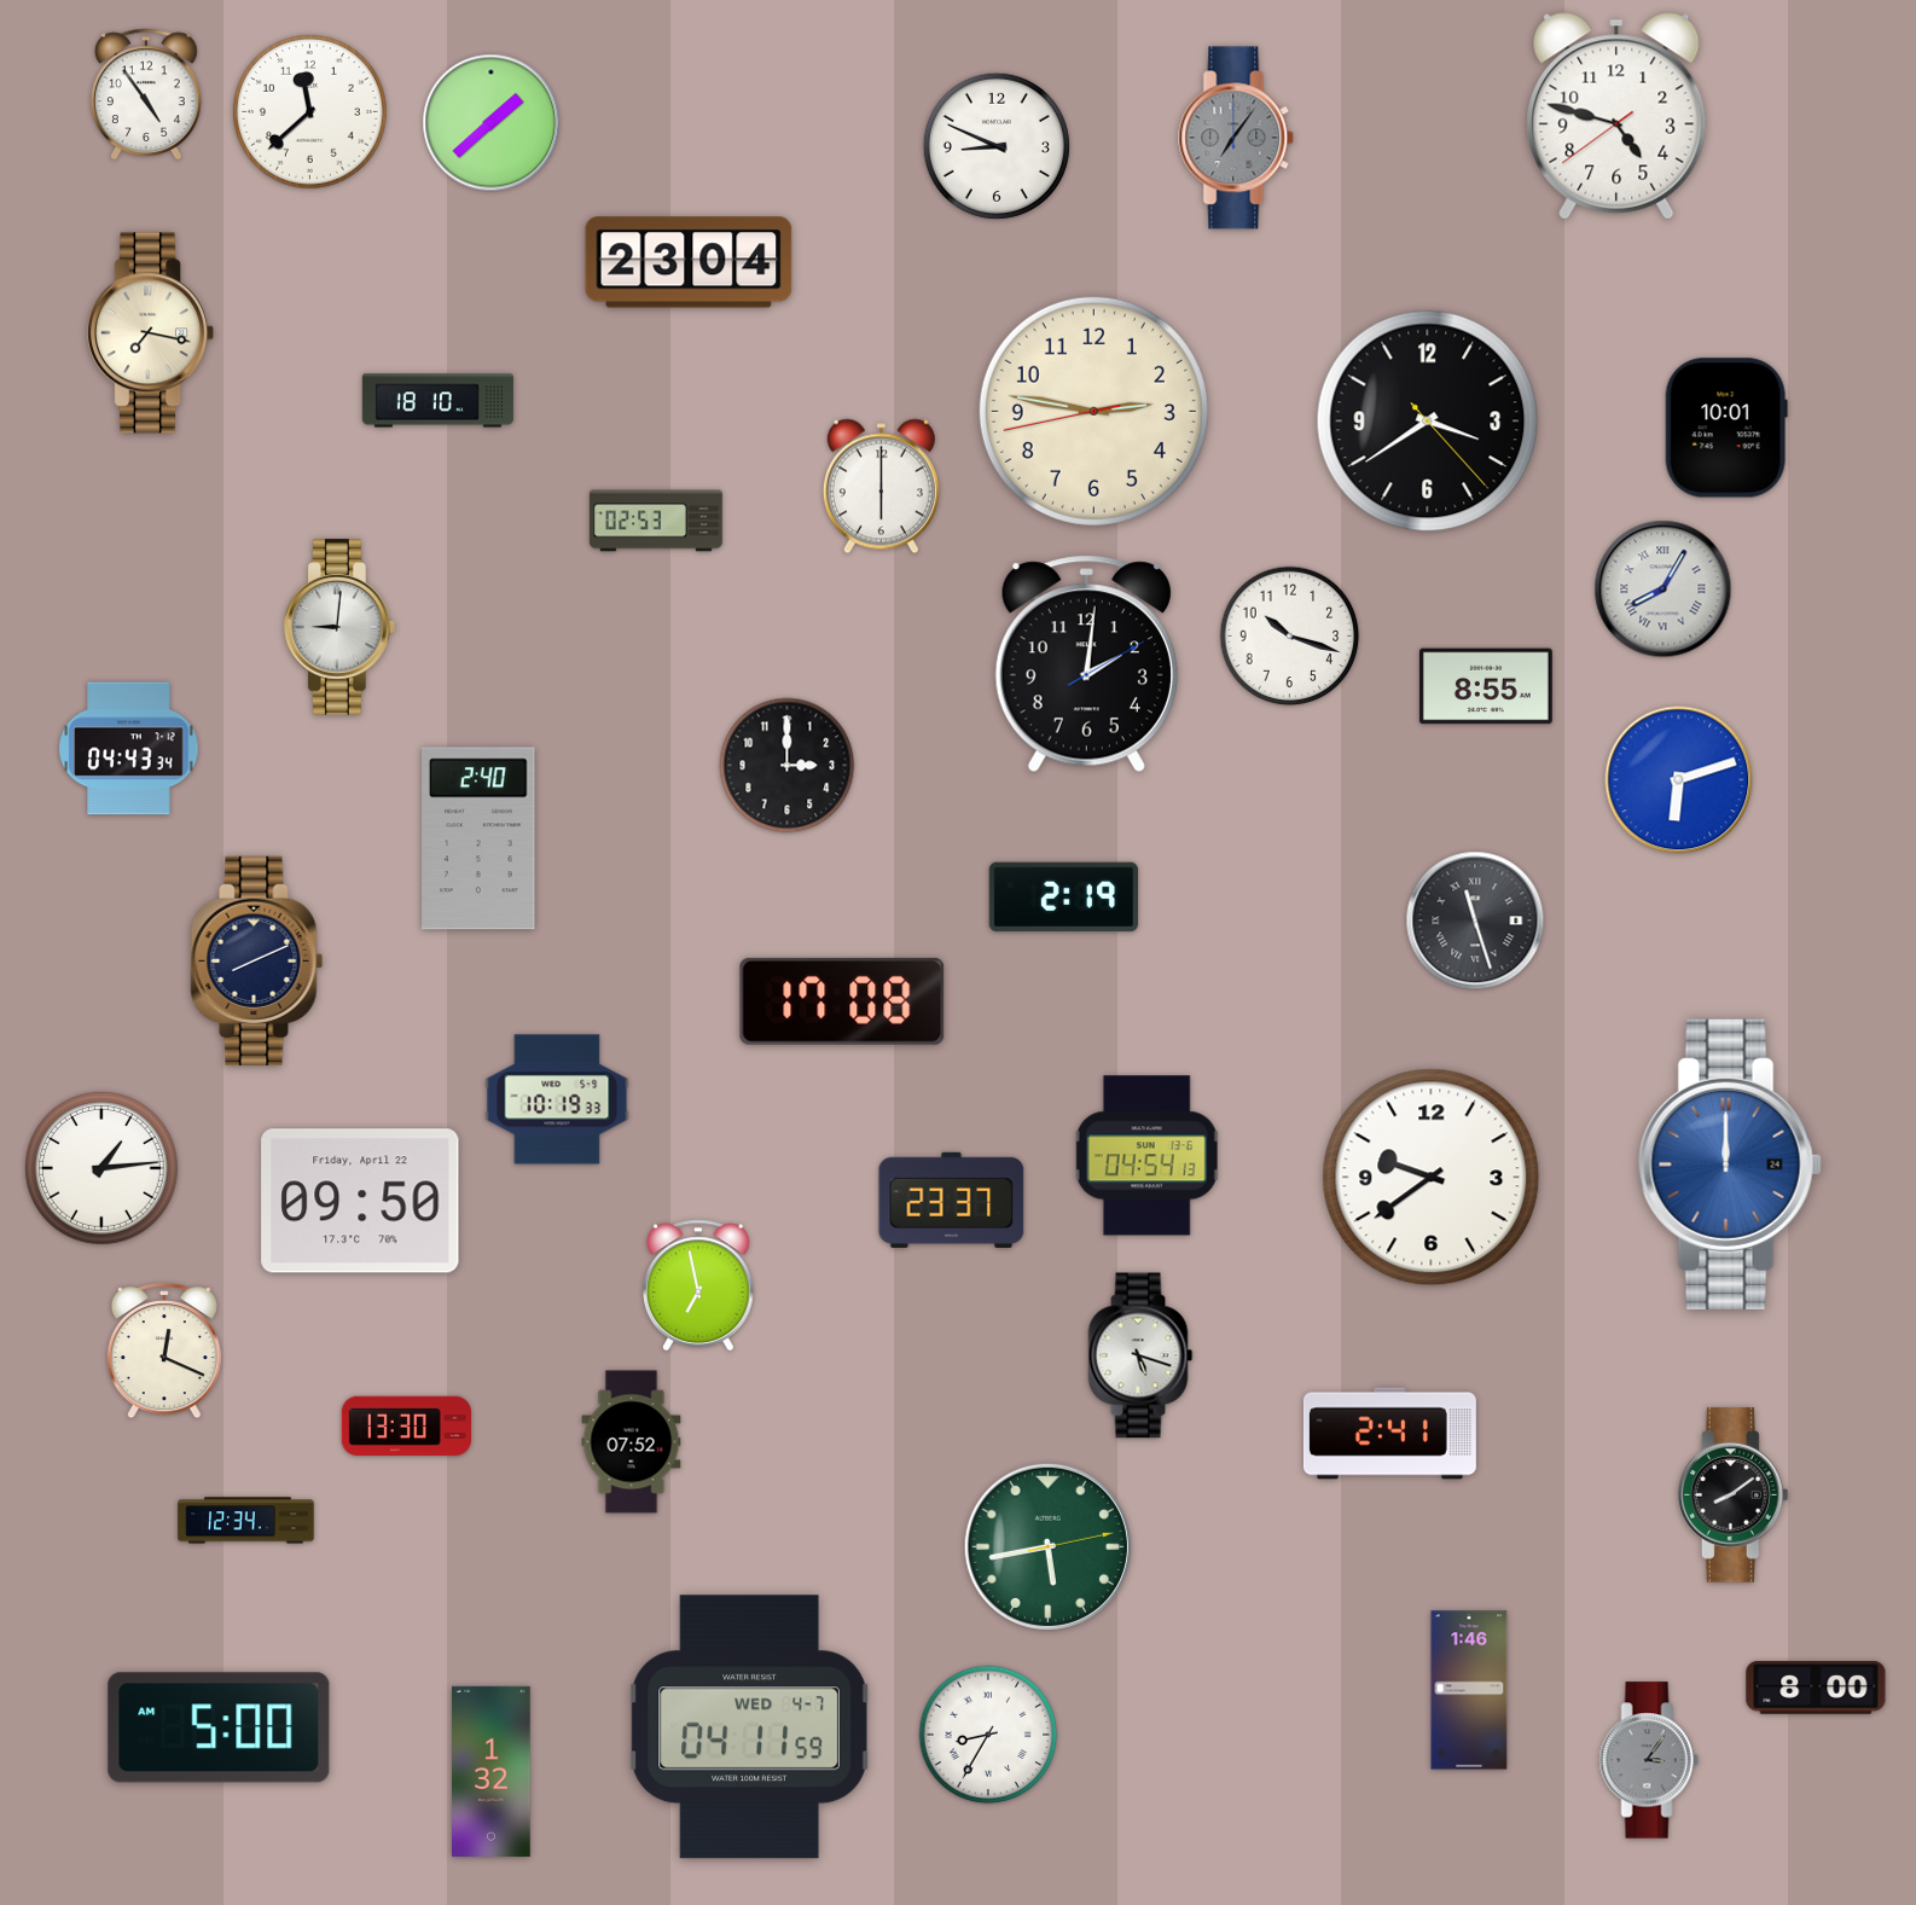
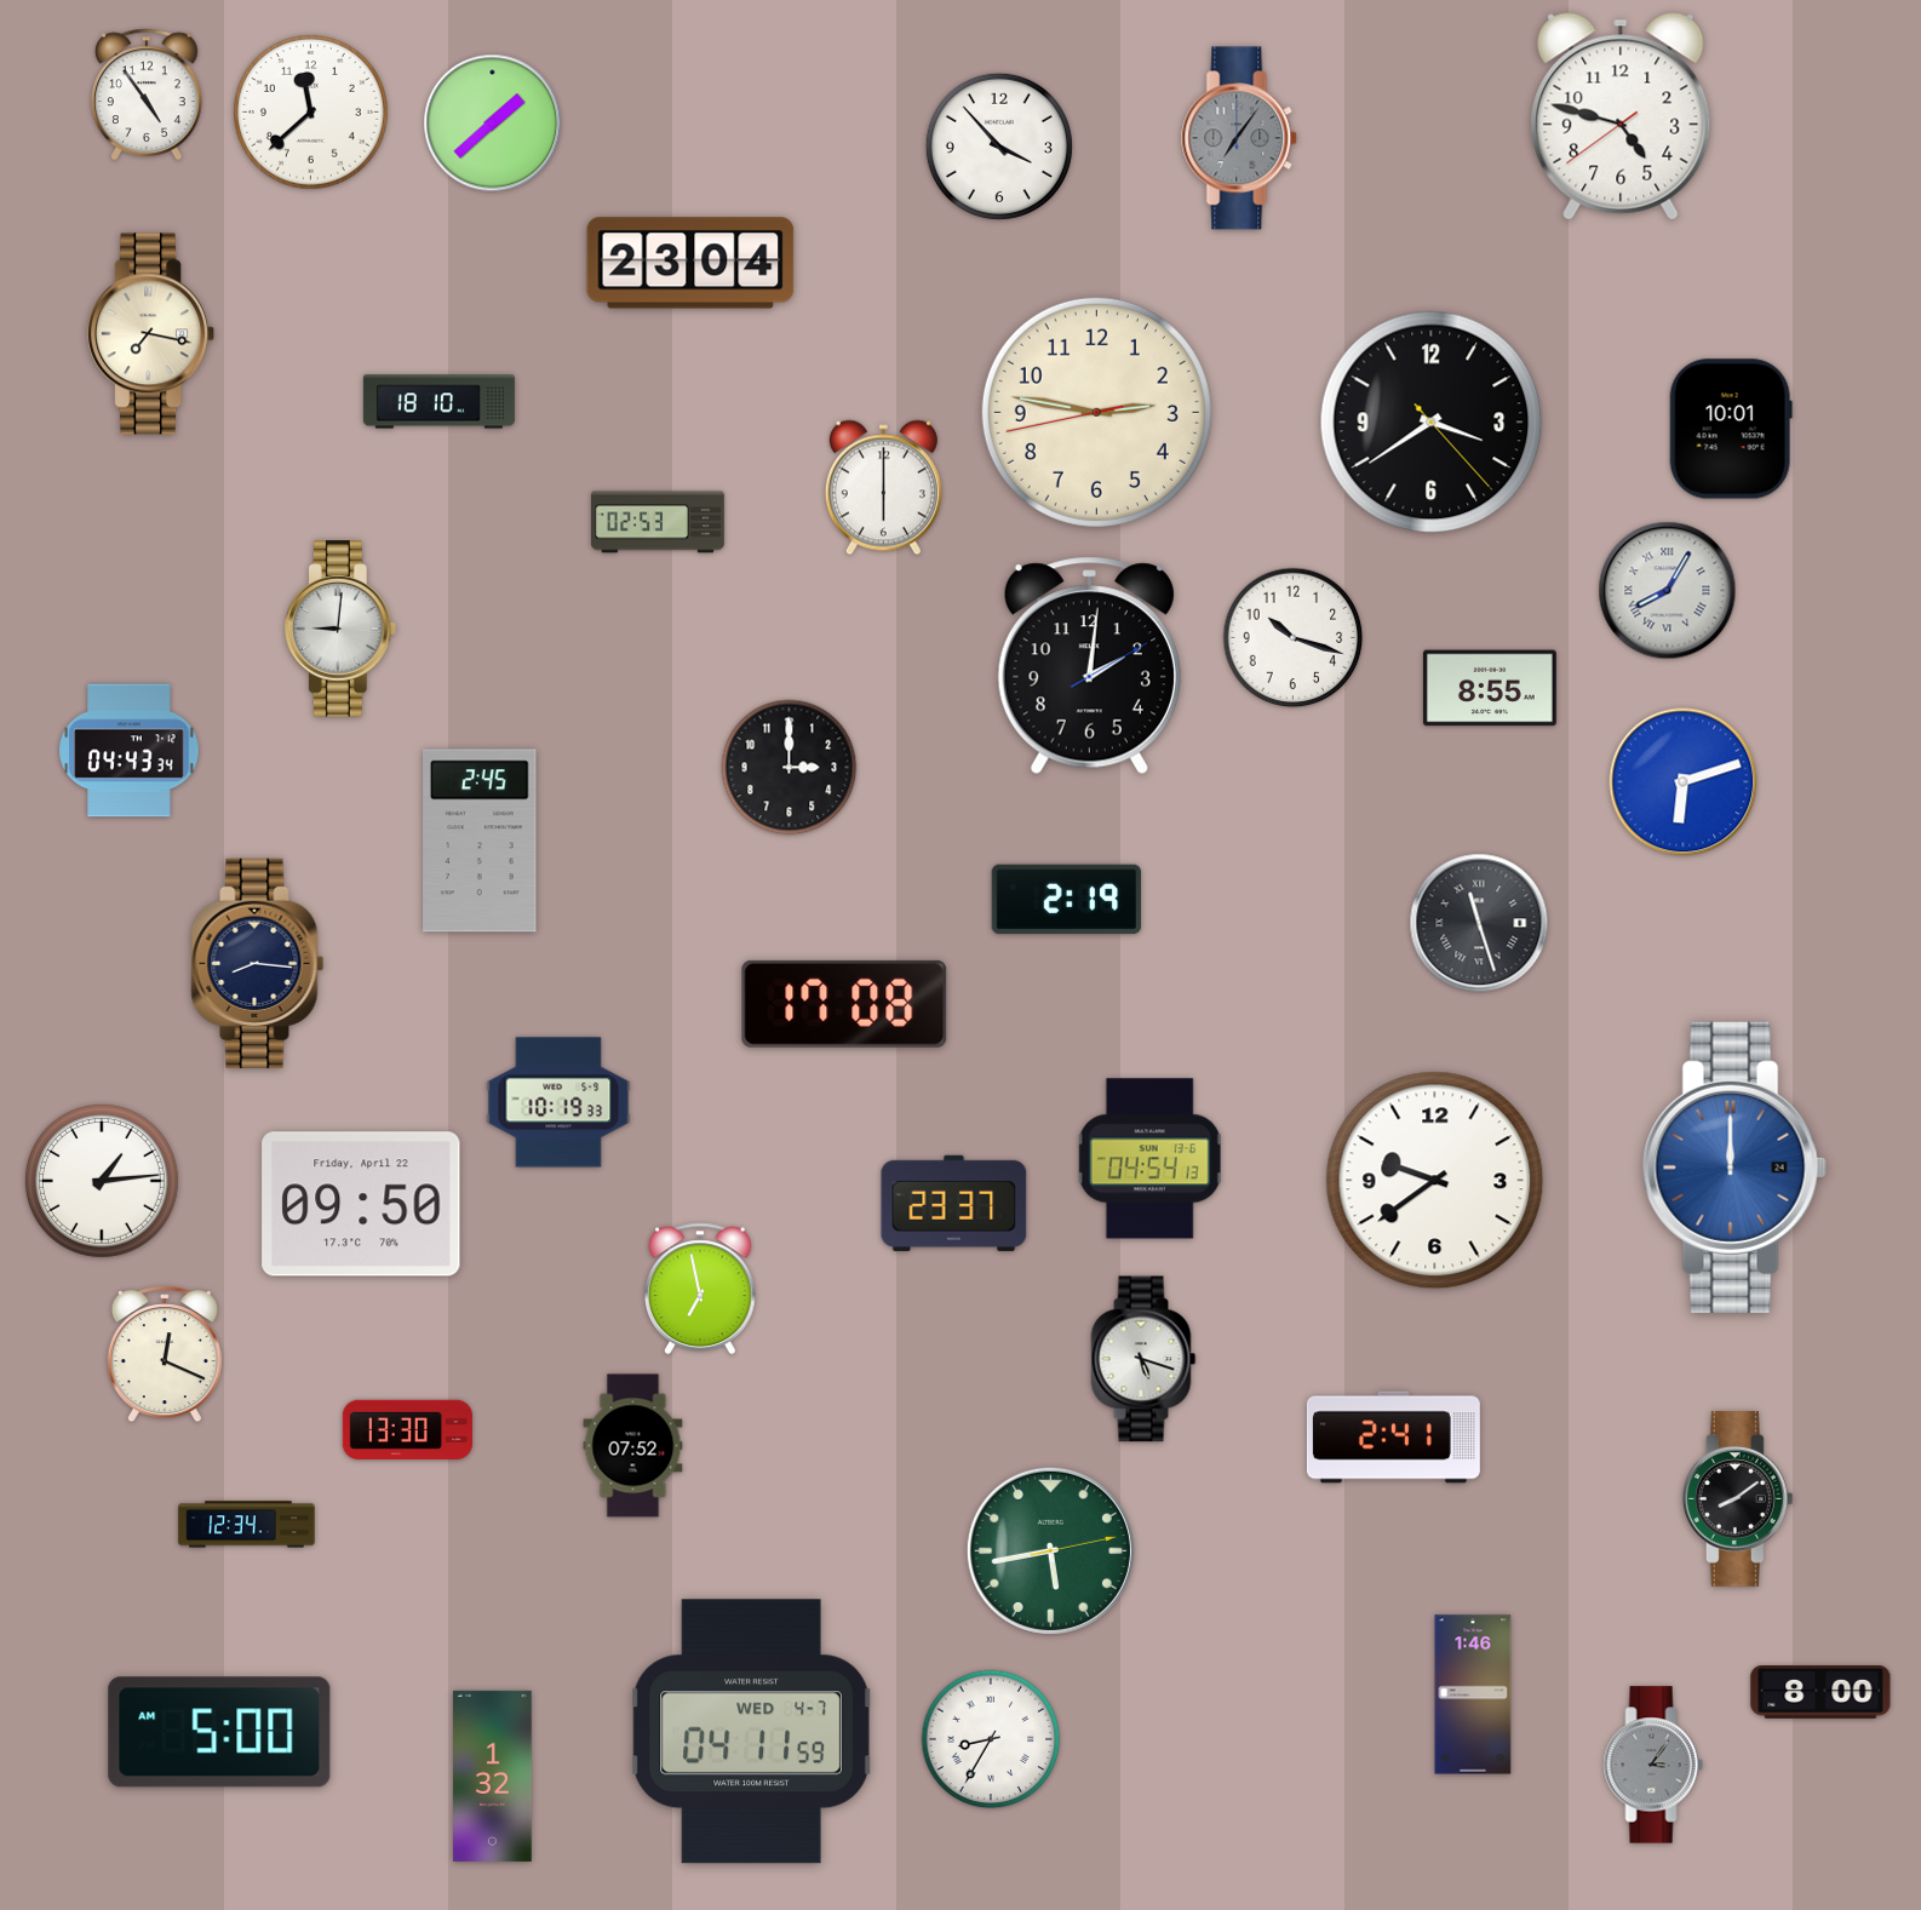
clock at (997, 146): 8:49 -> 3:53
clock at (478, 838): 2:40 -> 2:45
clock at (257, 960): 8:11 -> 8:16
clock at (103, 1169) position: (103, 1169) -> (103, 1182)
